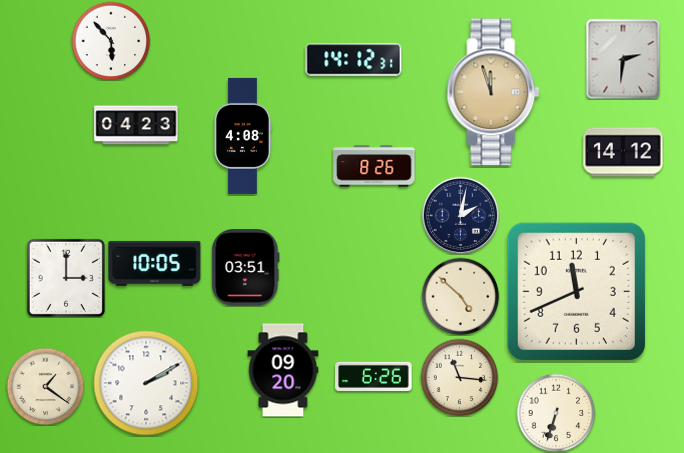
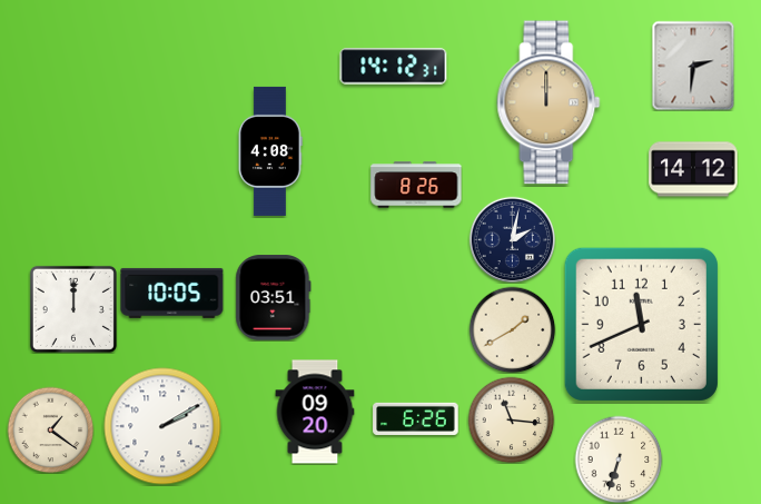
clock at (111, 41): 5:53 -> none
clock at (493, 92): 11:57 -> 12:00
clock at (136, 125): 04:23 -> none
clock at (66, 278): 3:00 -> 12:00
clock at (460, 296): 4:52 -> 1:40
